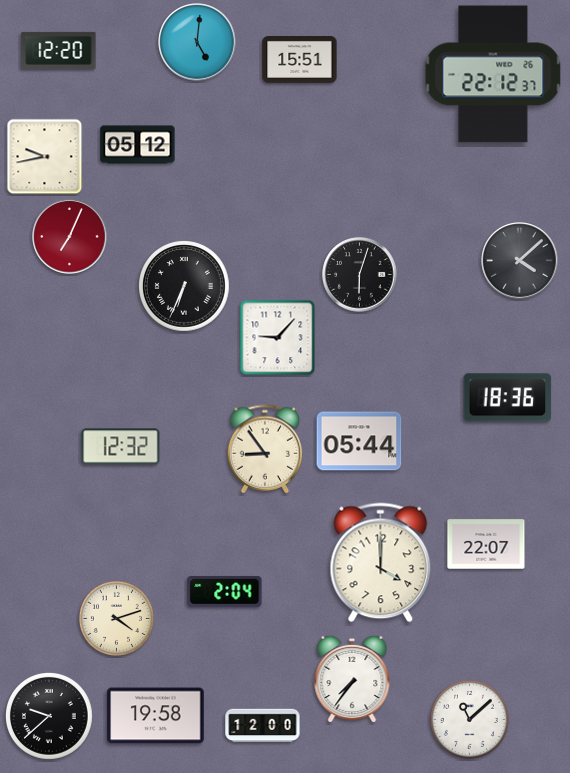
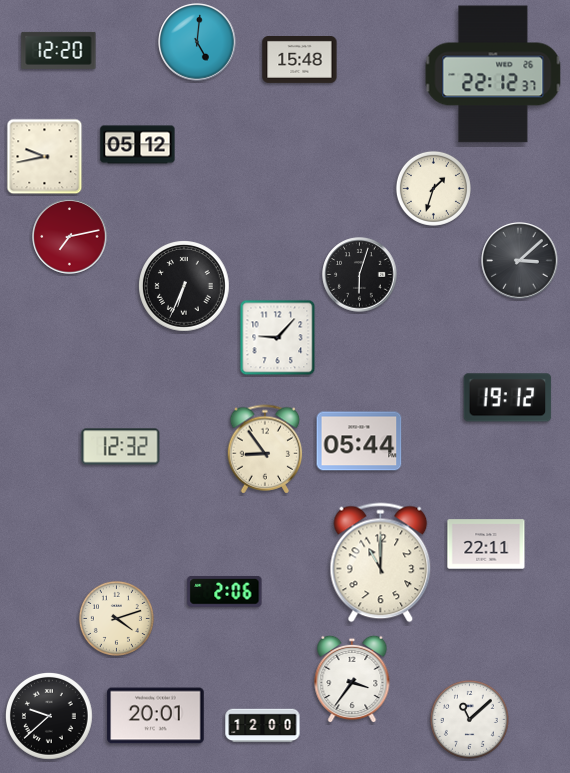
clock at (300, 60): 15:51 -> 15:48
clock at (433, 188): none -> 1:33
clock at (70, 237): 7:04 -> 7:13
clock at (520, 261): 4:08 -> 3:08
clock at (508, 398): 18:36 -> 19:12
clock at (486, 544): 22:07 -> 22:11
clock at (381, 563): 4:00 -> 11:00
clock at (225, 591): 2:04 -> 2:06
clock at (352, 679): 7:36 -> 3:36
clock at (156, 716): 19:58 -> 20:01
